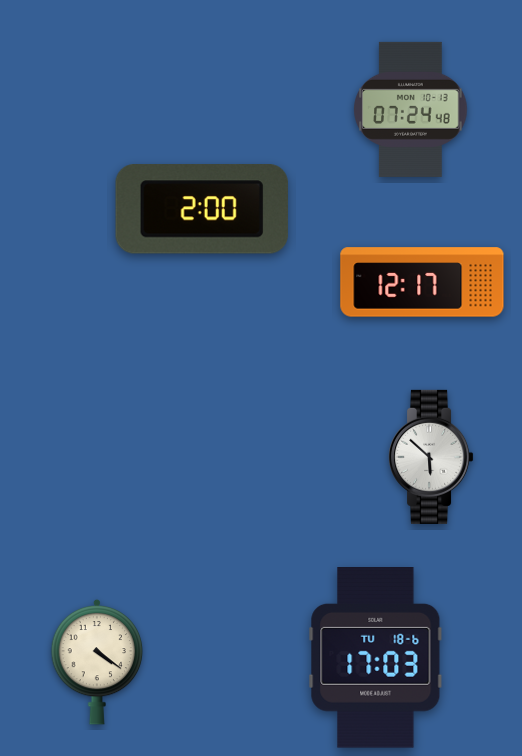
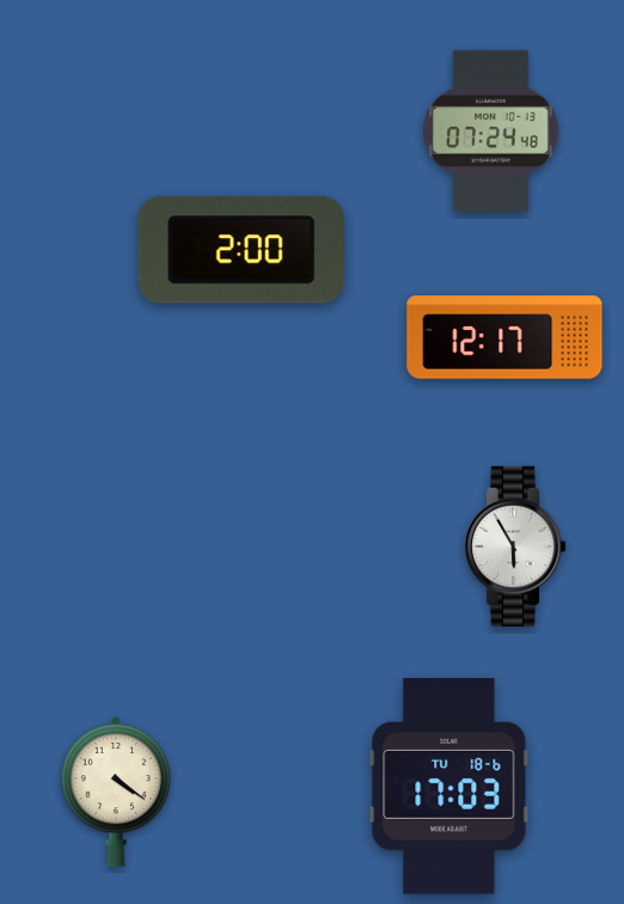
clock at (432, 457): 5:52 -> 5:55
